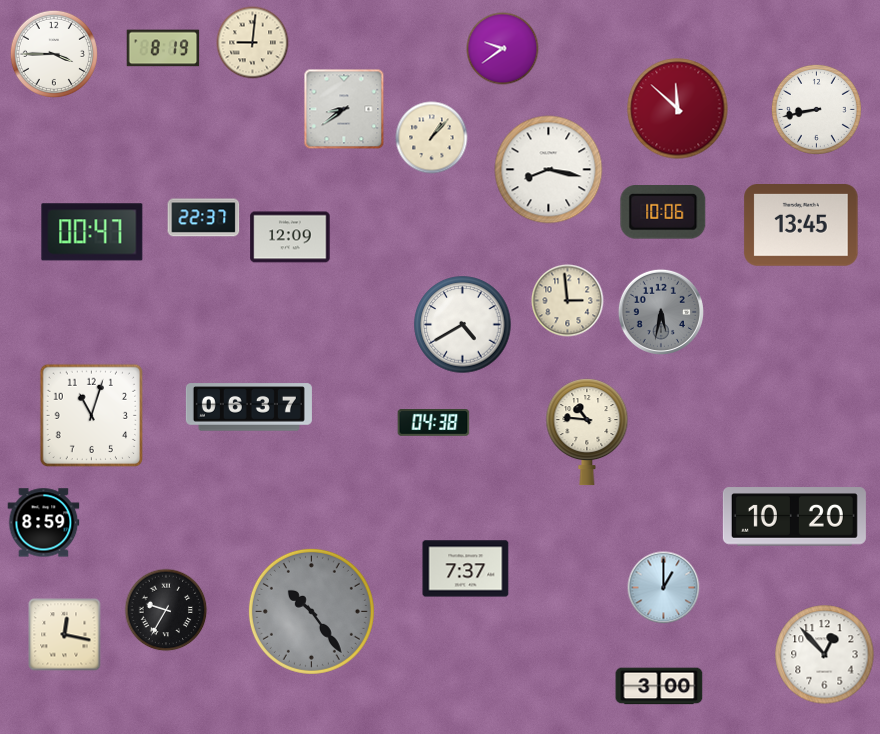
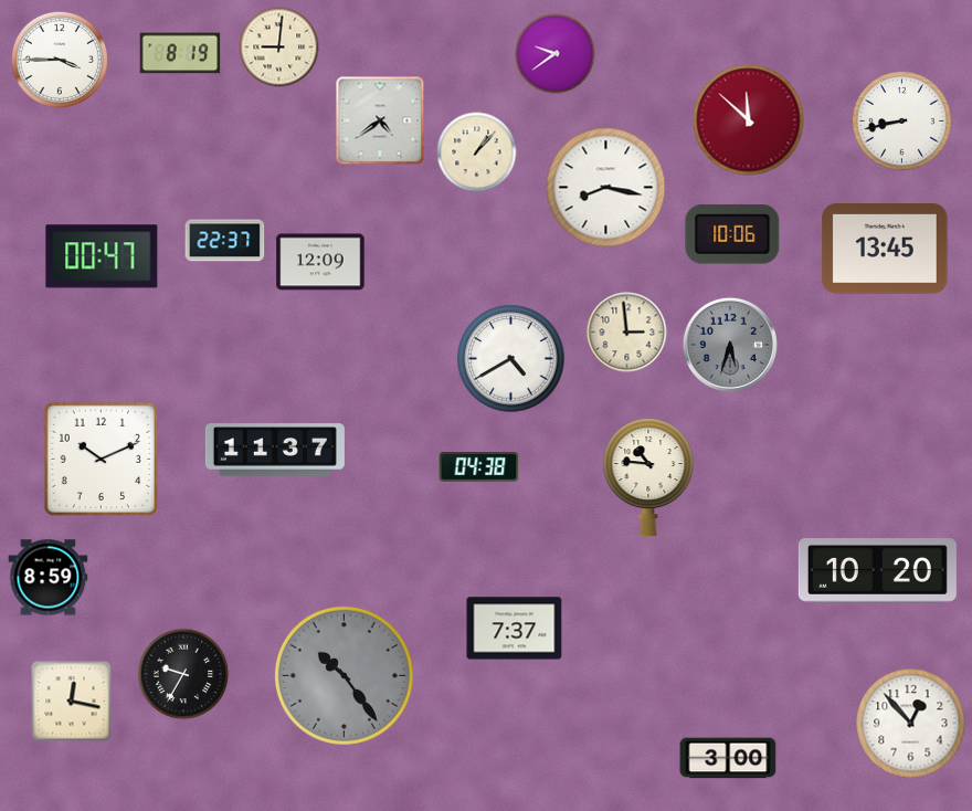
clock at (344, 109): 8:39 -> 4:39
clock at (661, 312): 5:32 -> 5:33
clock at (249, 407): 06:37 -> 11:37
clock at (91, 415): 11:03 -> 10:11
clock at (664, 588): 1:00 -> none
